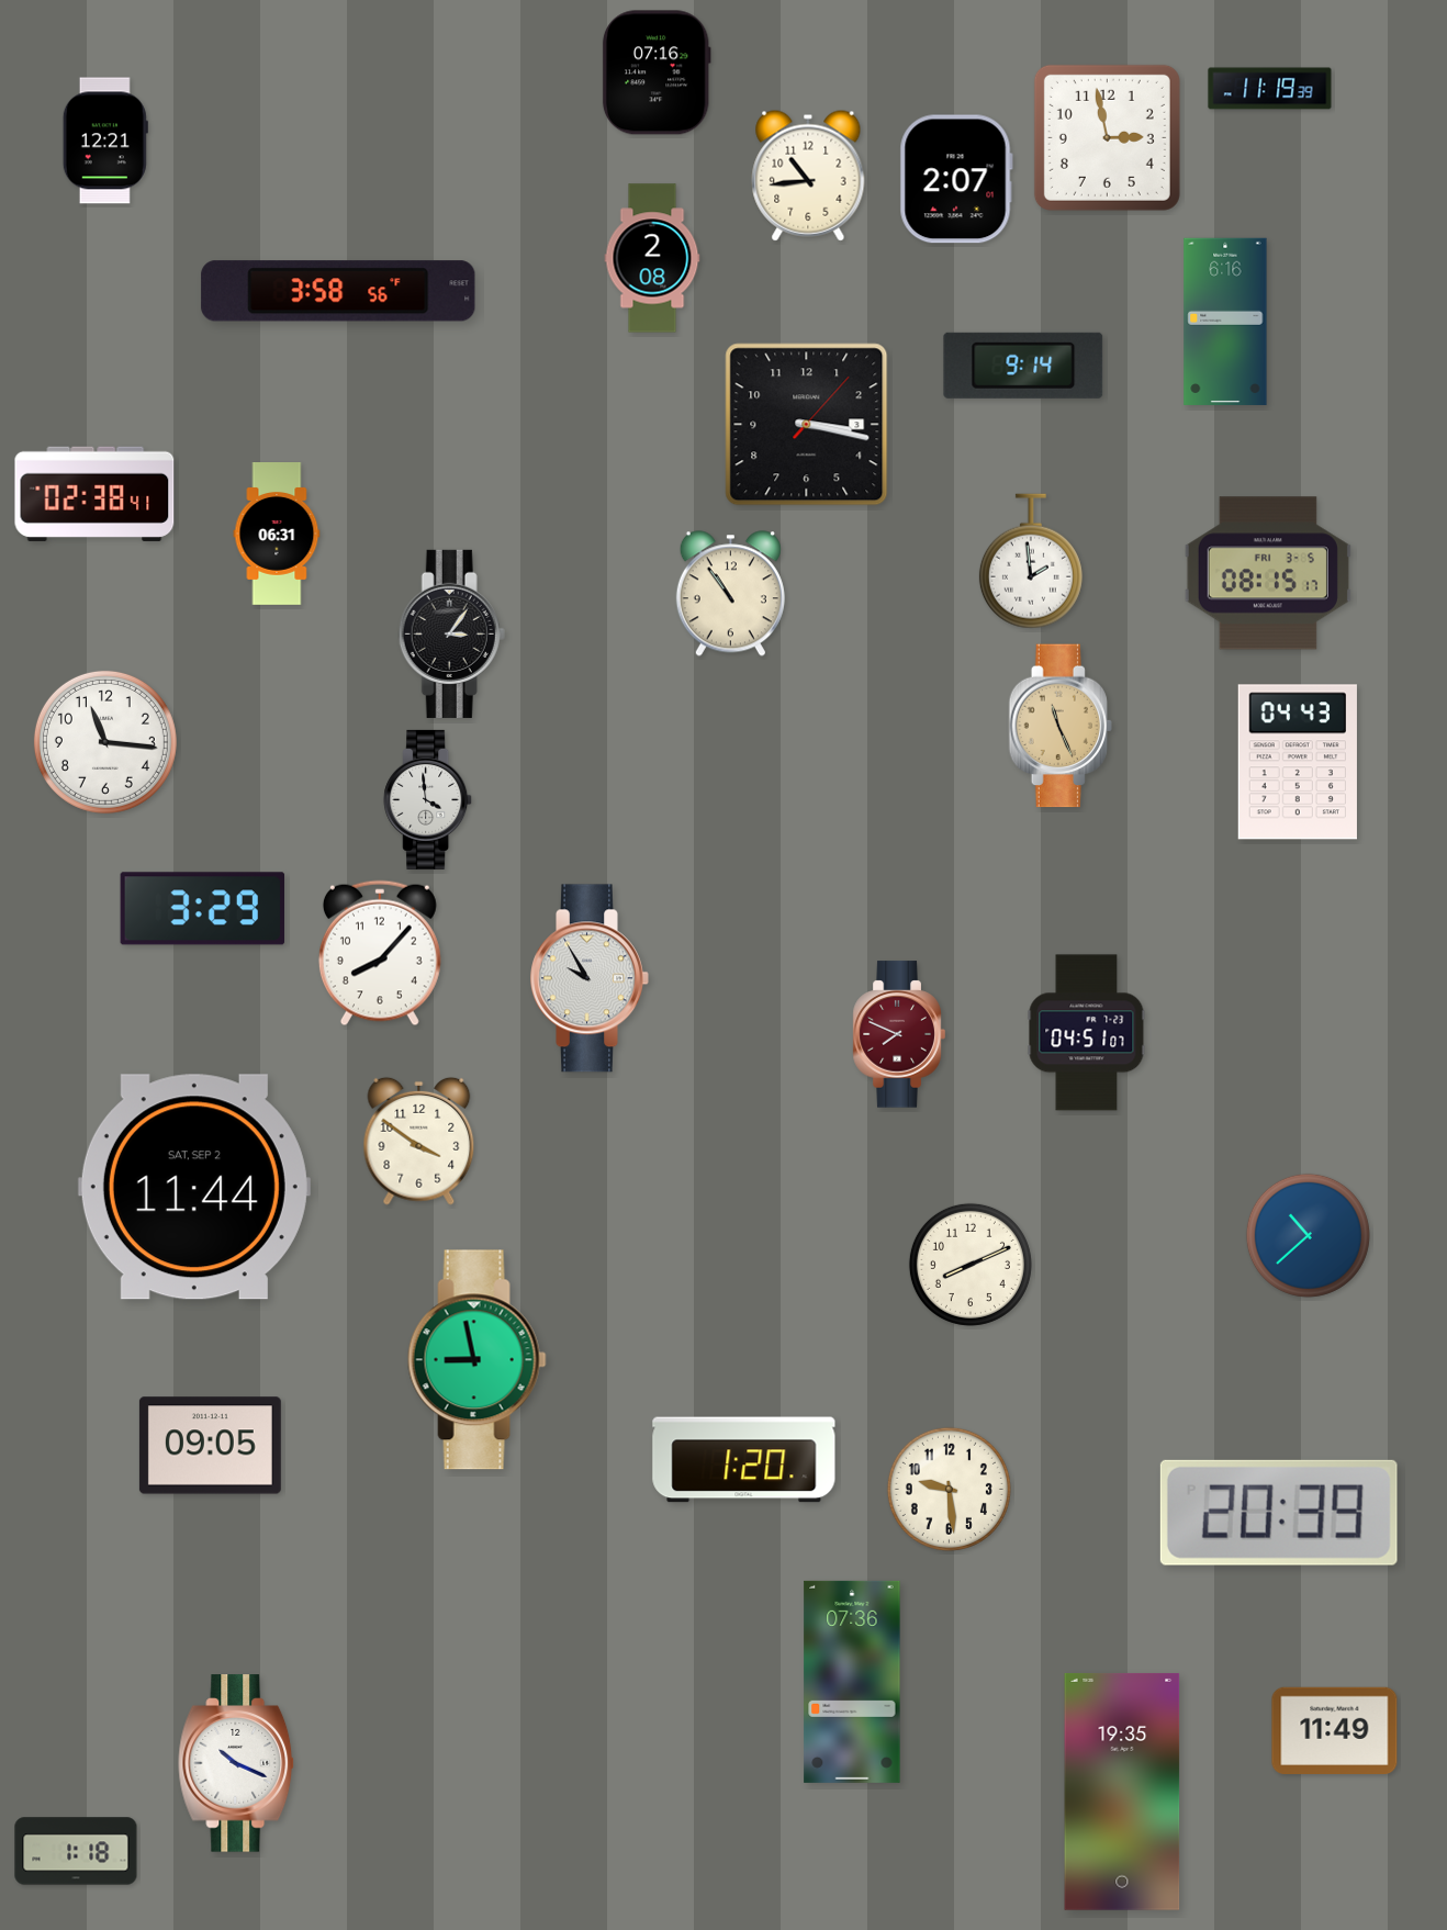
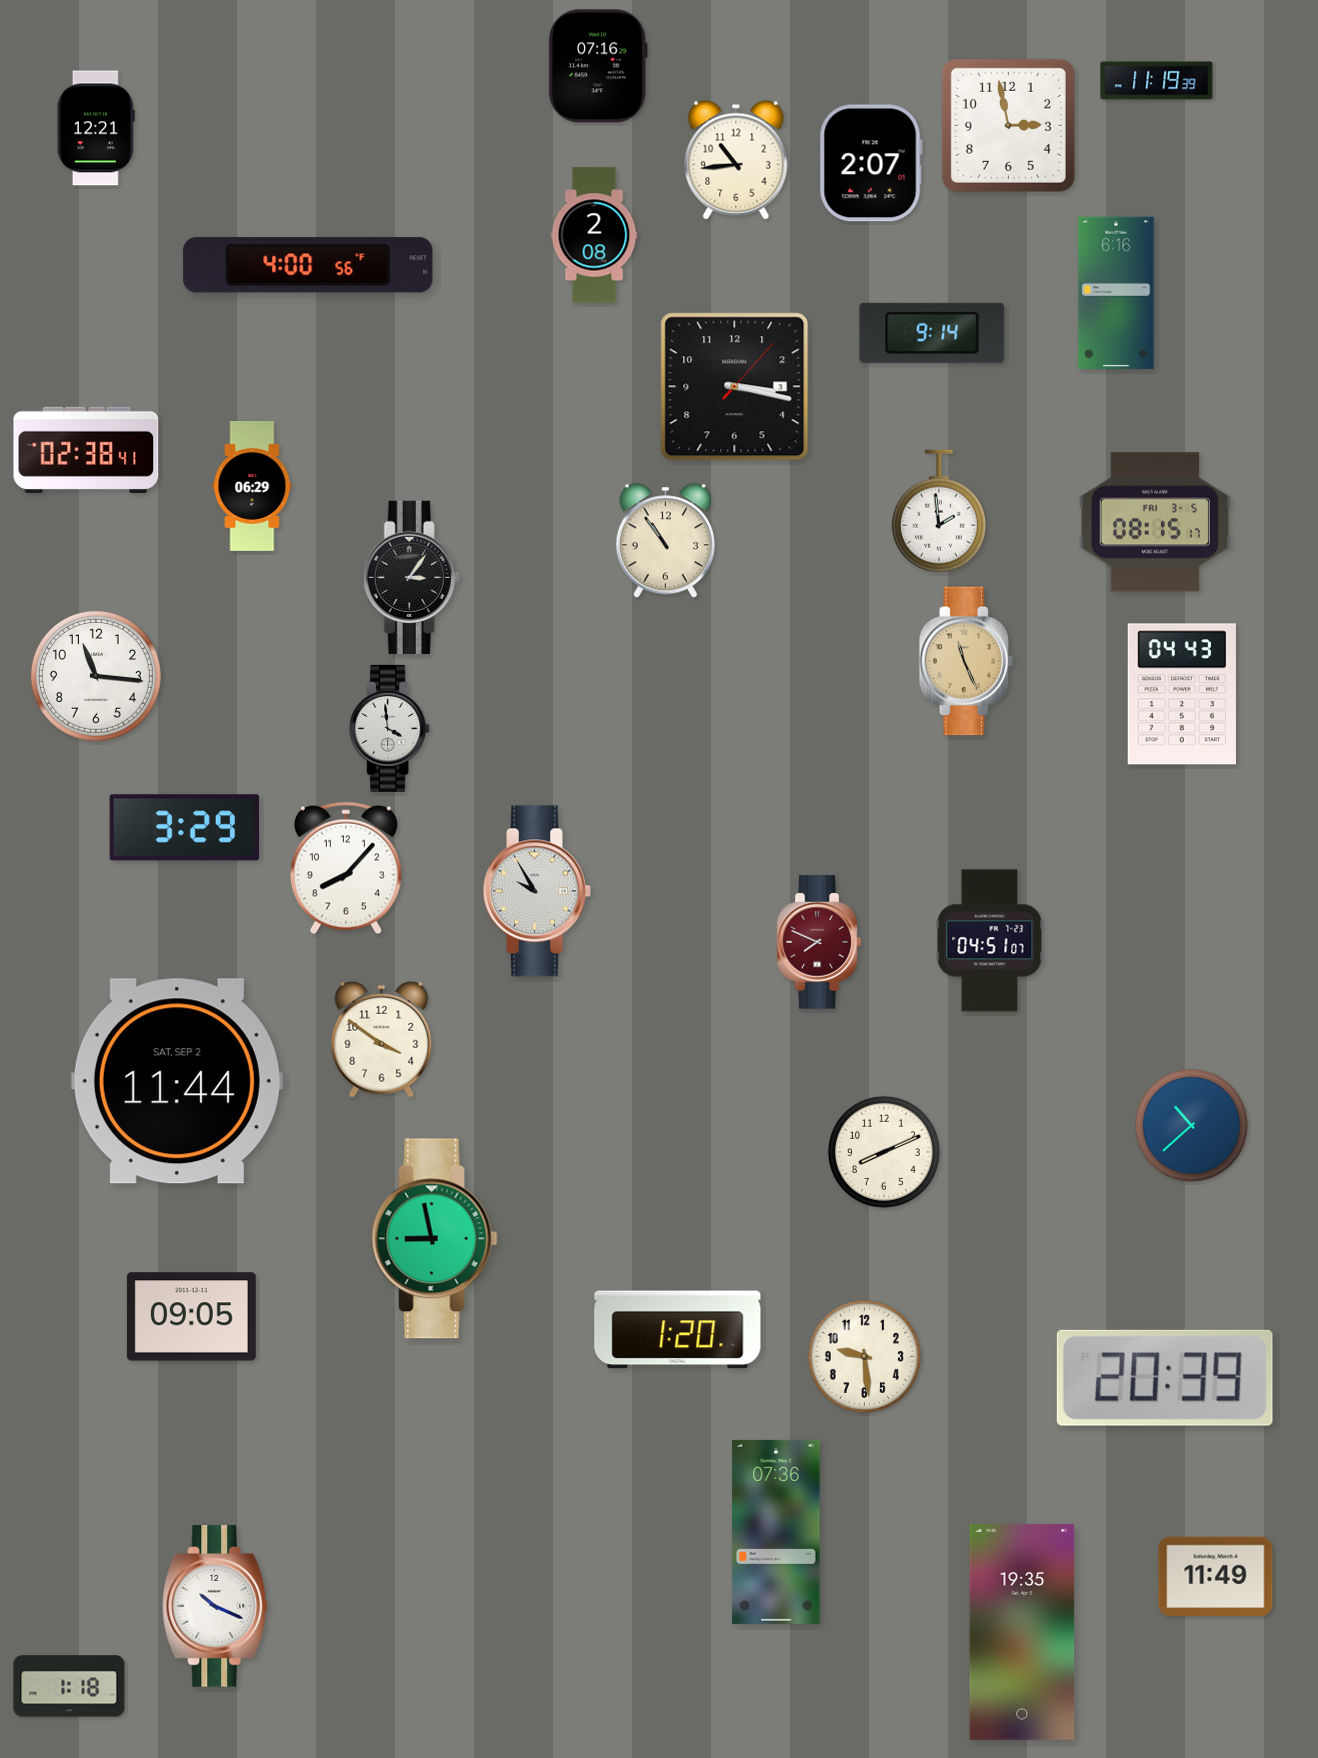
clock at (338, 291): 3:58 -> 4:00
clock at (277, 535): 06:31 -> 06:29
